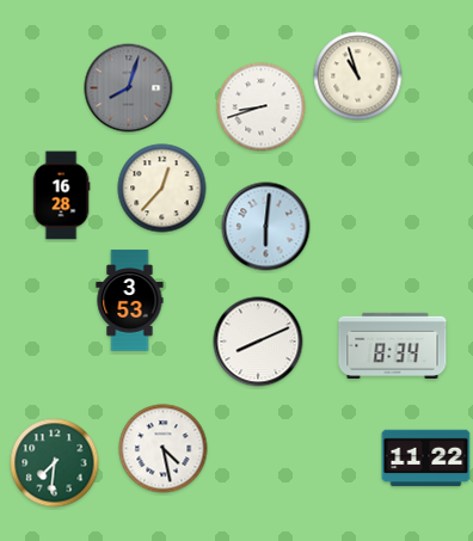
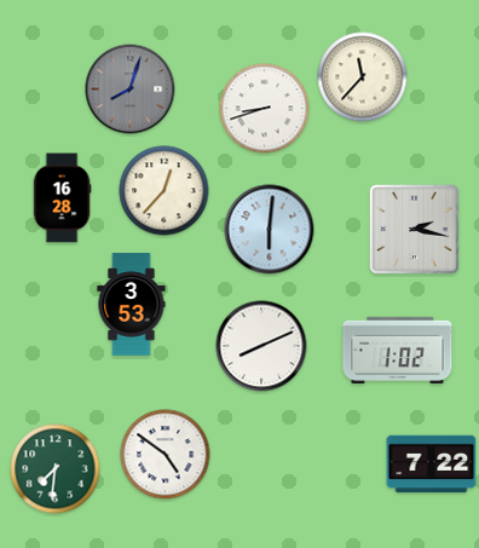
clock at (358, 76): 10:57 -> 11:37
clock at (414, 229): none -> 2:17
clock at (393, 345): 8:34 -> 1:02
clock at (164, 449): 4:28 -> 4:51
clock at (426, 459): 11:22 -> 7:22
